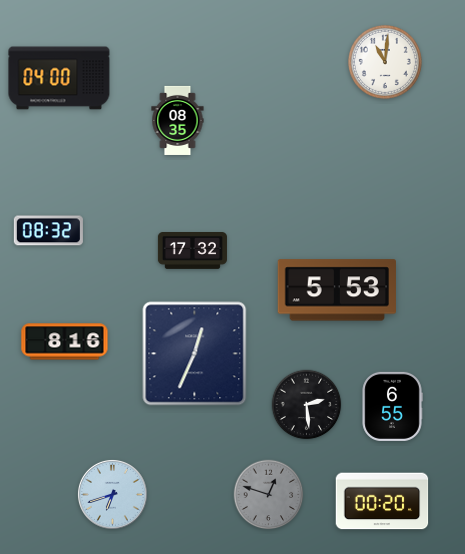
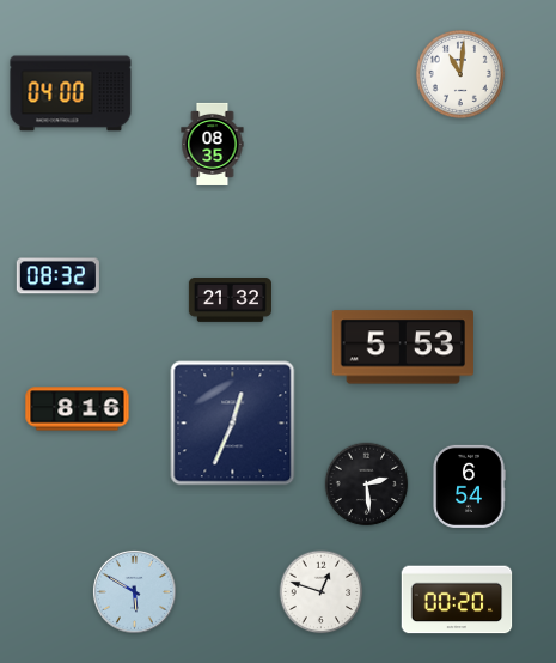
clock at (192, 251): 17:32 -> 21:32
clock at (392, 406): 6:55 -> 6:54
clock at (112, 494): 6:42 -> 5:50
clock at (269, 495) dial: grey -> white
